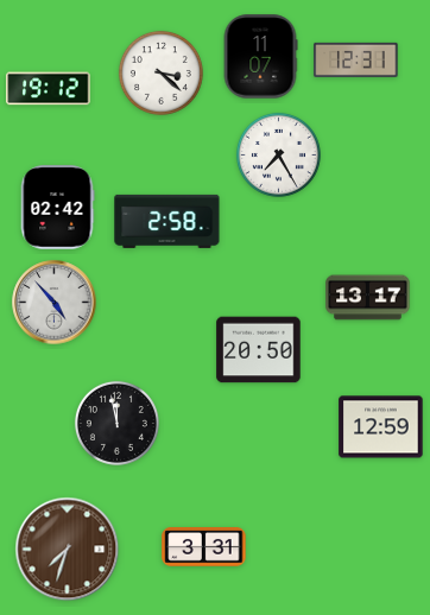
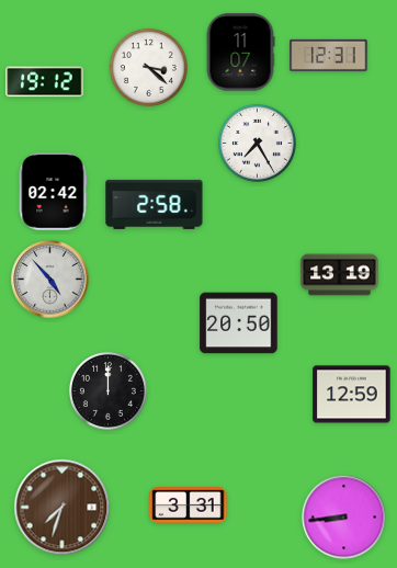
clock at (368, 298): 13:17 -> 13:19
clock at (116, 423): 11:58 -> 12:00
clock at (344, 518): none -> 8:44
